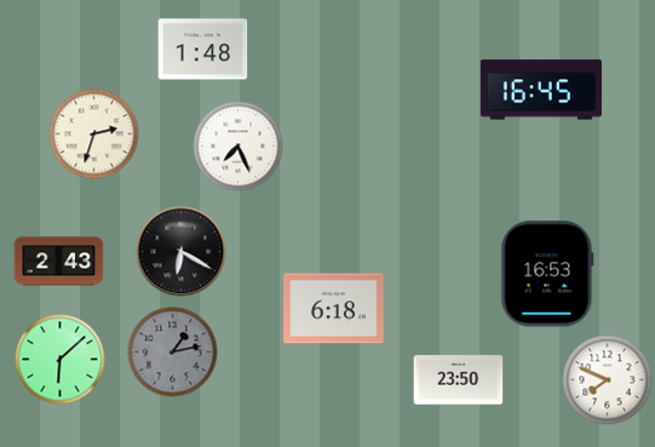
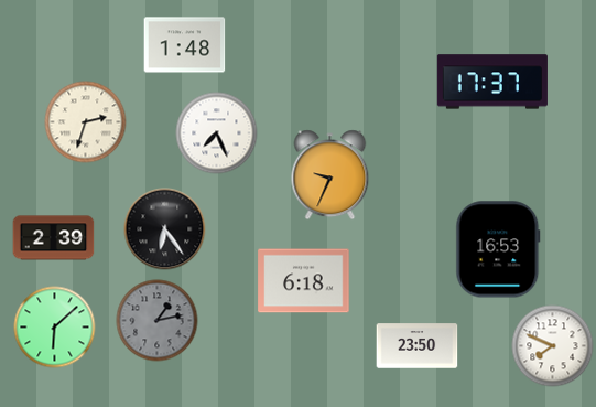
clock at (541, 90): 16:45 -> 17:37
clock at (330, 175): none -> 9:34
clock at (182, 252): 6:20 -> 6:24
clock at (59, 262): 2:43 -> 2:39
